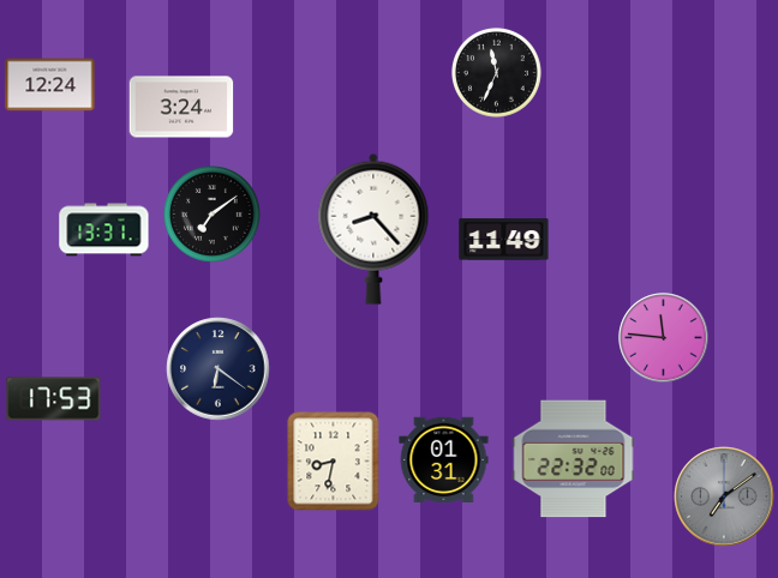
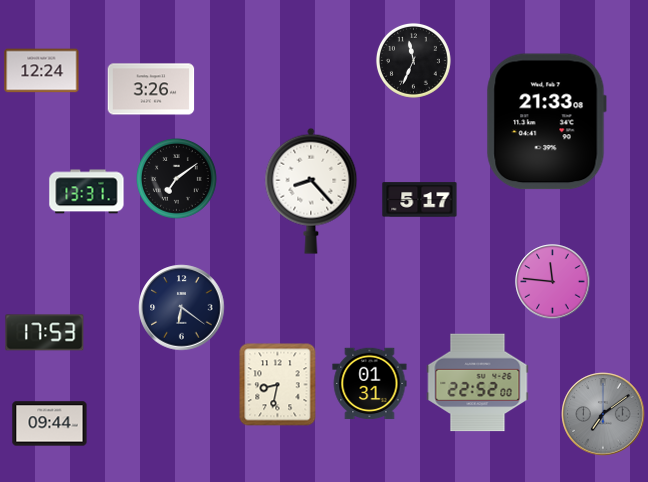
clock at (181, 107): 3:24 -> 3:26
clock at (546, 122): none -> 21:33
clock at (504, 240): 11:49 -> 5:17
clock at (574, 459): 22:32 -> 22:52
clock at (50, 424): none -> 09:44
